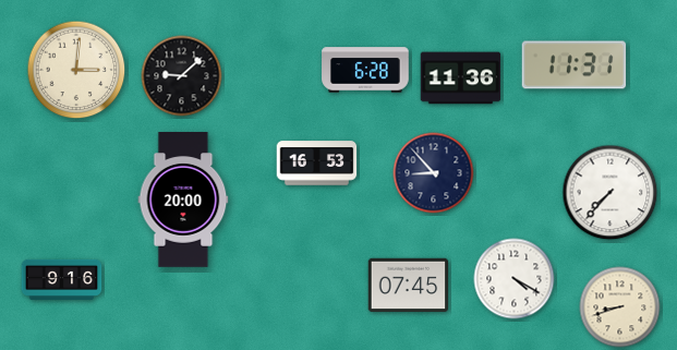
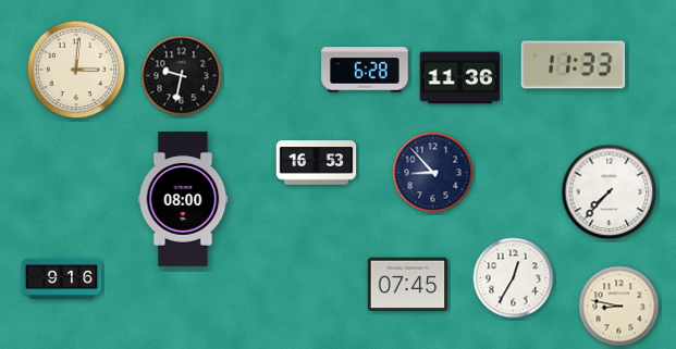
clock at (575, 65): 11:31 -> 11:33
clock at (182, 76): 9:08 -> 9:32
clock at (183, 201): 20:00 -> 08:00
clock at (515, 279): 4:20 -> 12:35
clock at (620, 307): 8:42 -> 8:47
